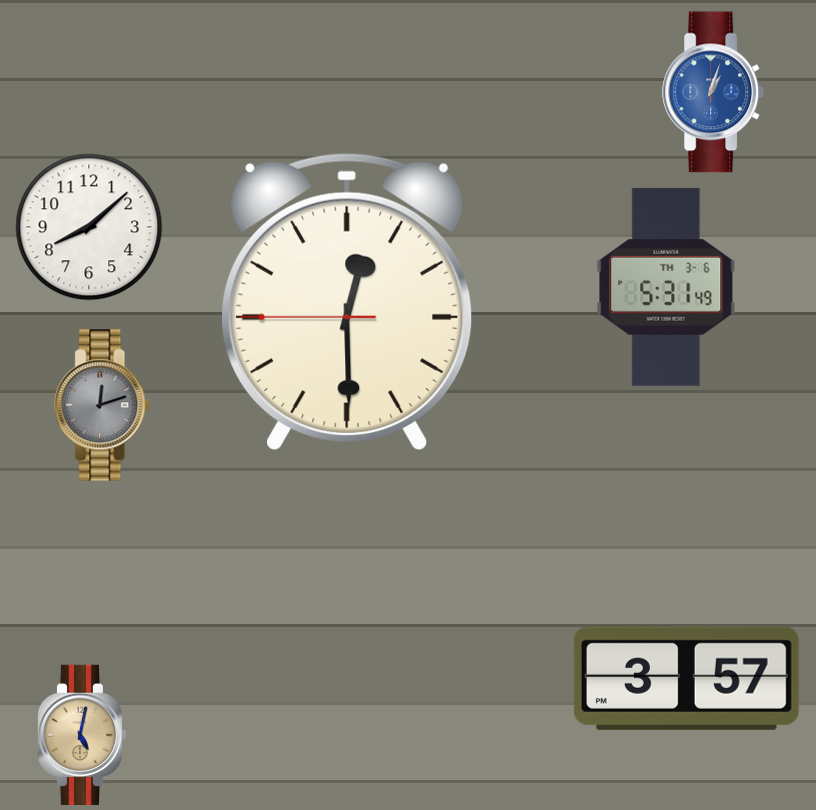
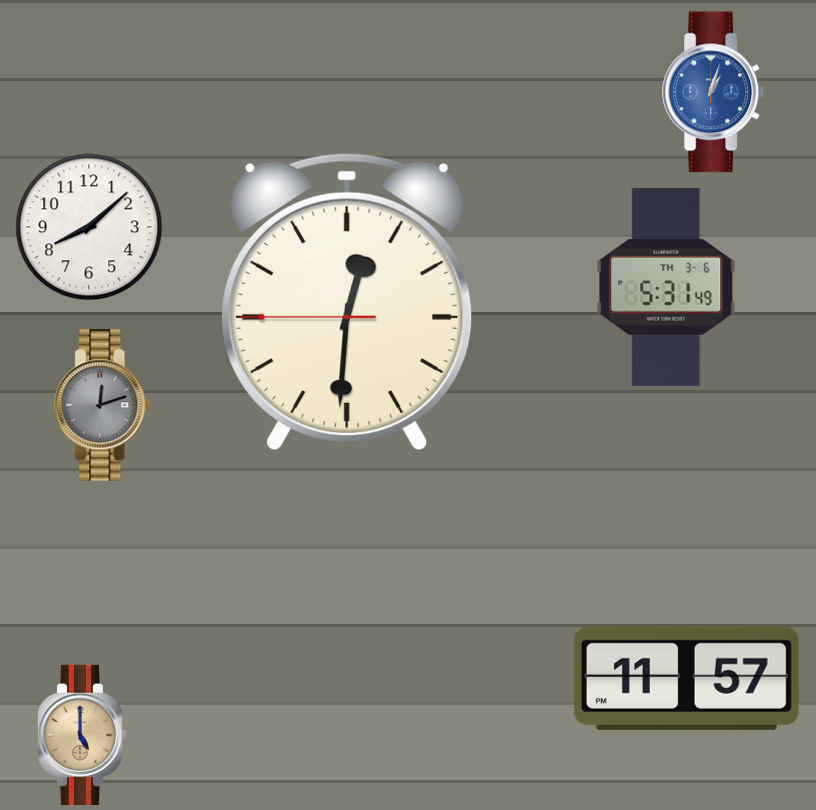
clock at (348, 301): 12:29 -> 12:30
clock at (686, 678): 3:57 -> 11:57
clock at (82, 734): 5:02 -> 5:00
